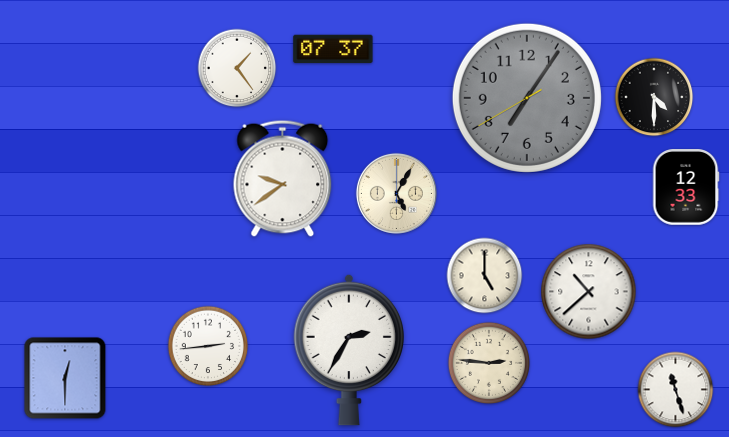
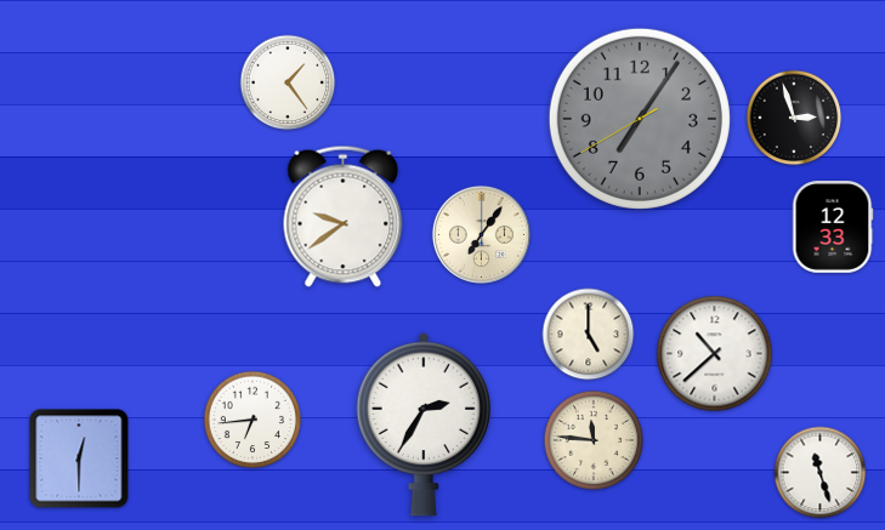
clock at (333, 49): 07:37 -> none
clock at (654, 97): 4:30 -> 2:57
clock at (396, 193): 5:05 -> 7:06
clock at (208, 346): 2:44 -> 6:44
clock at (488, 362): 2:46 -> 11:46
